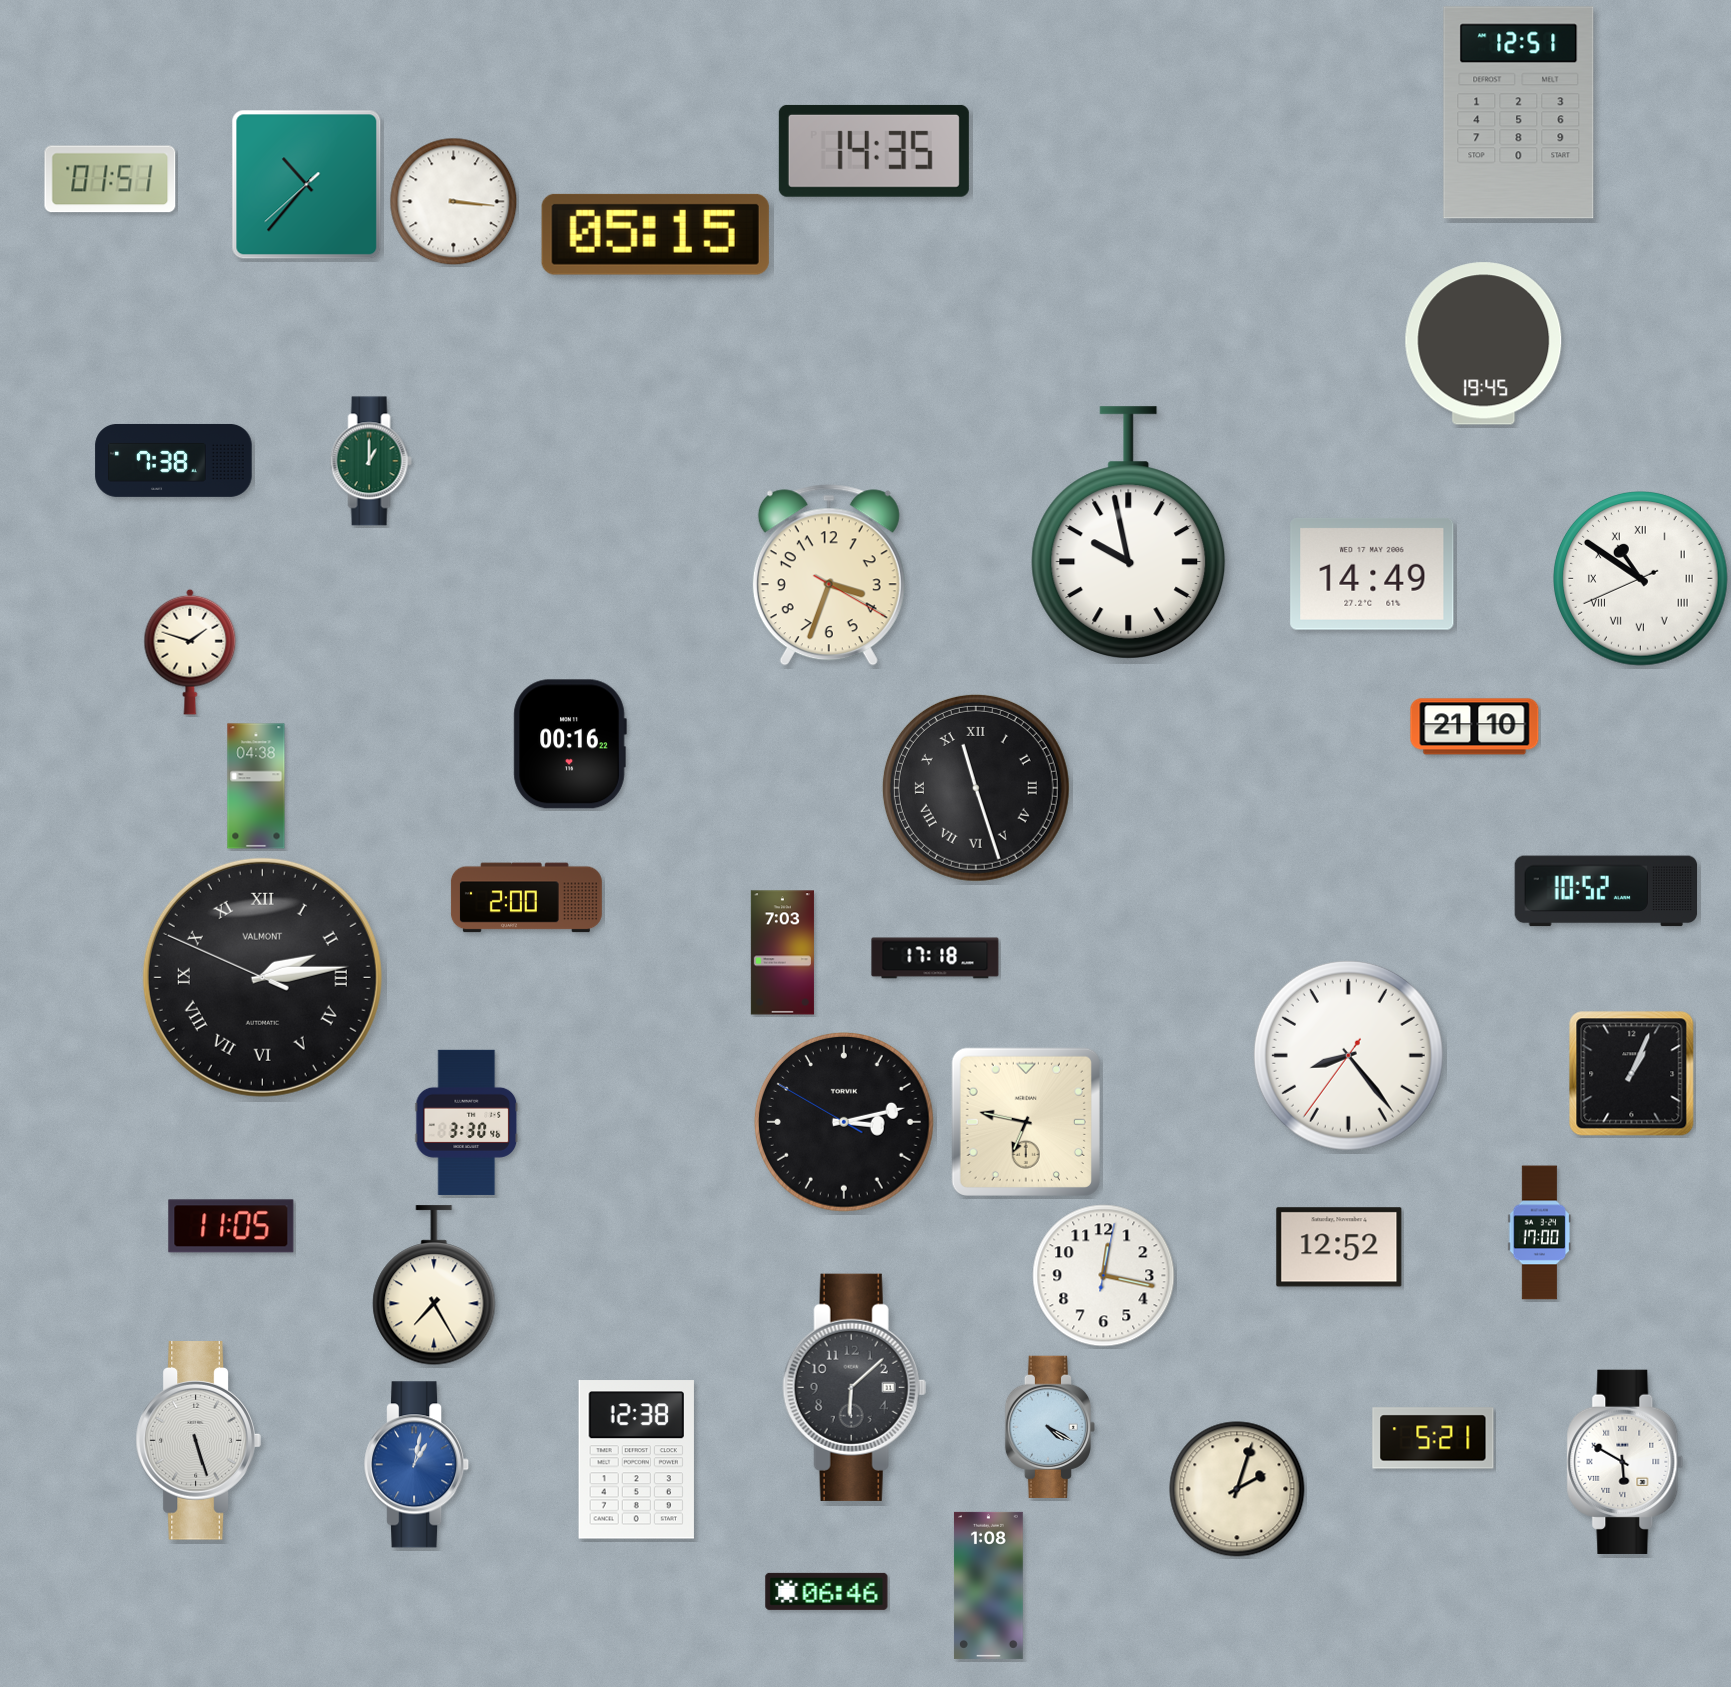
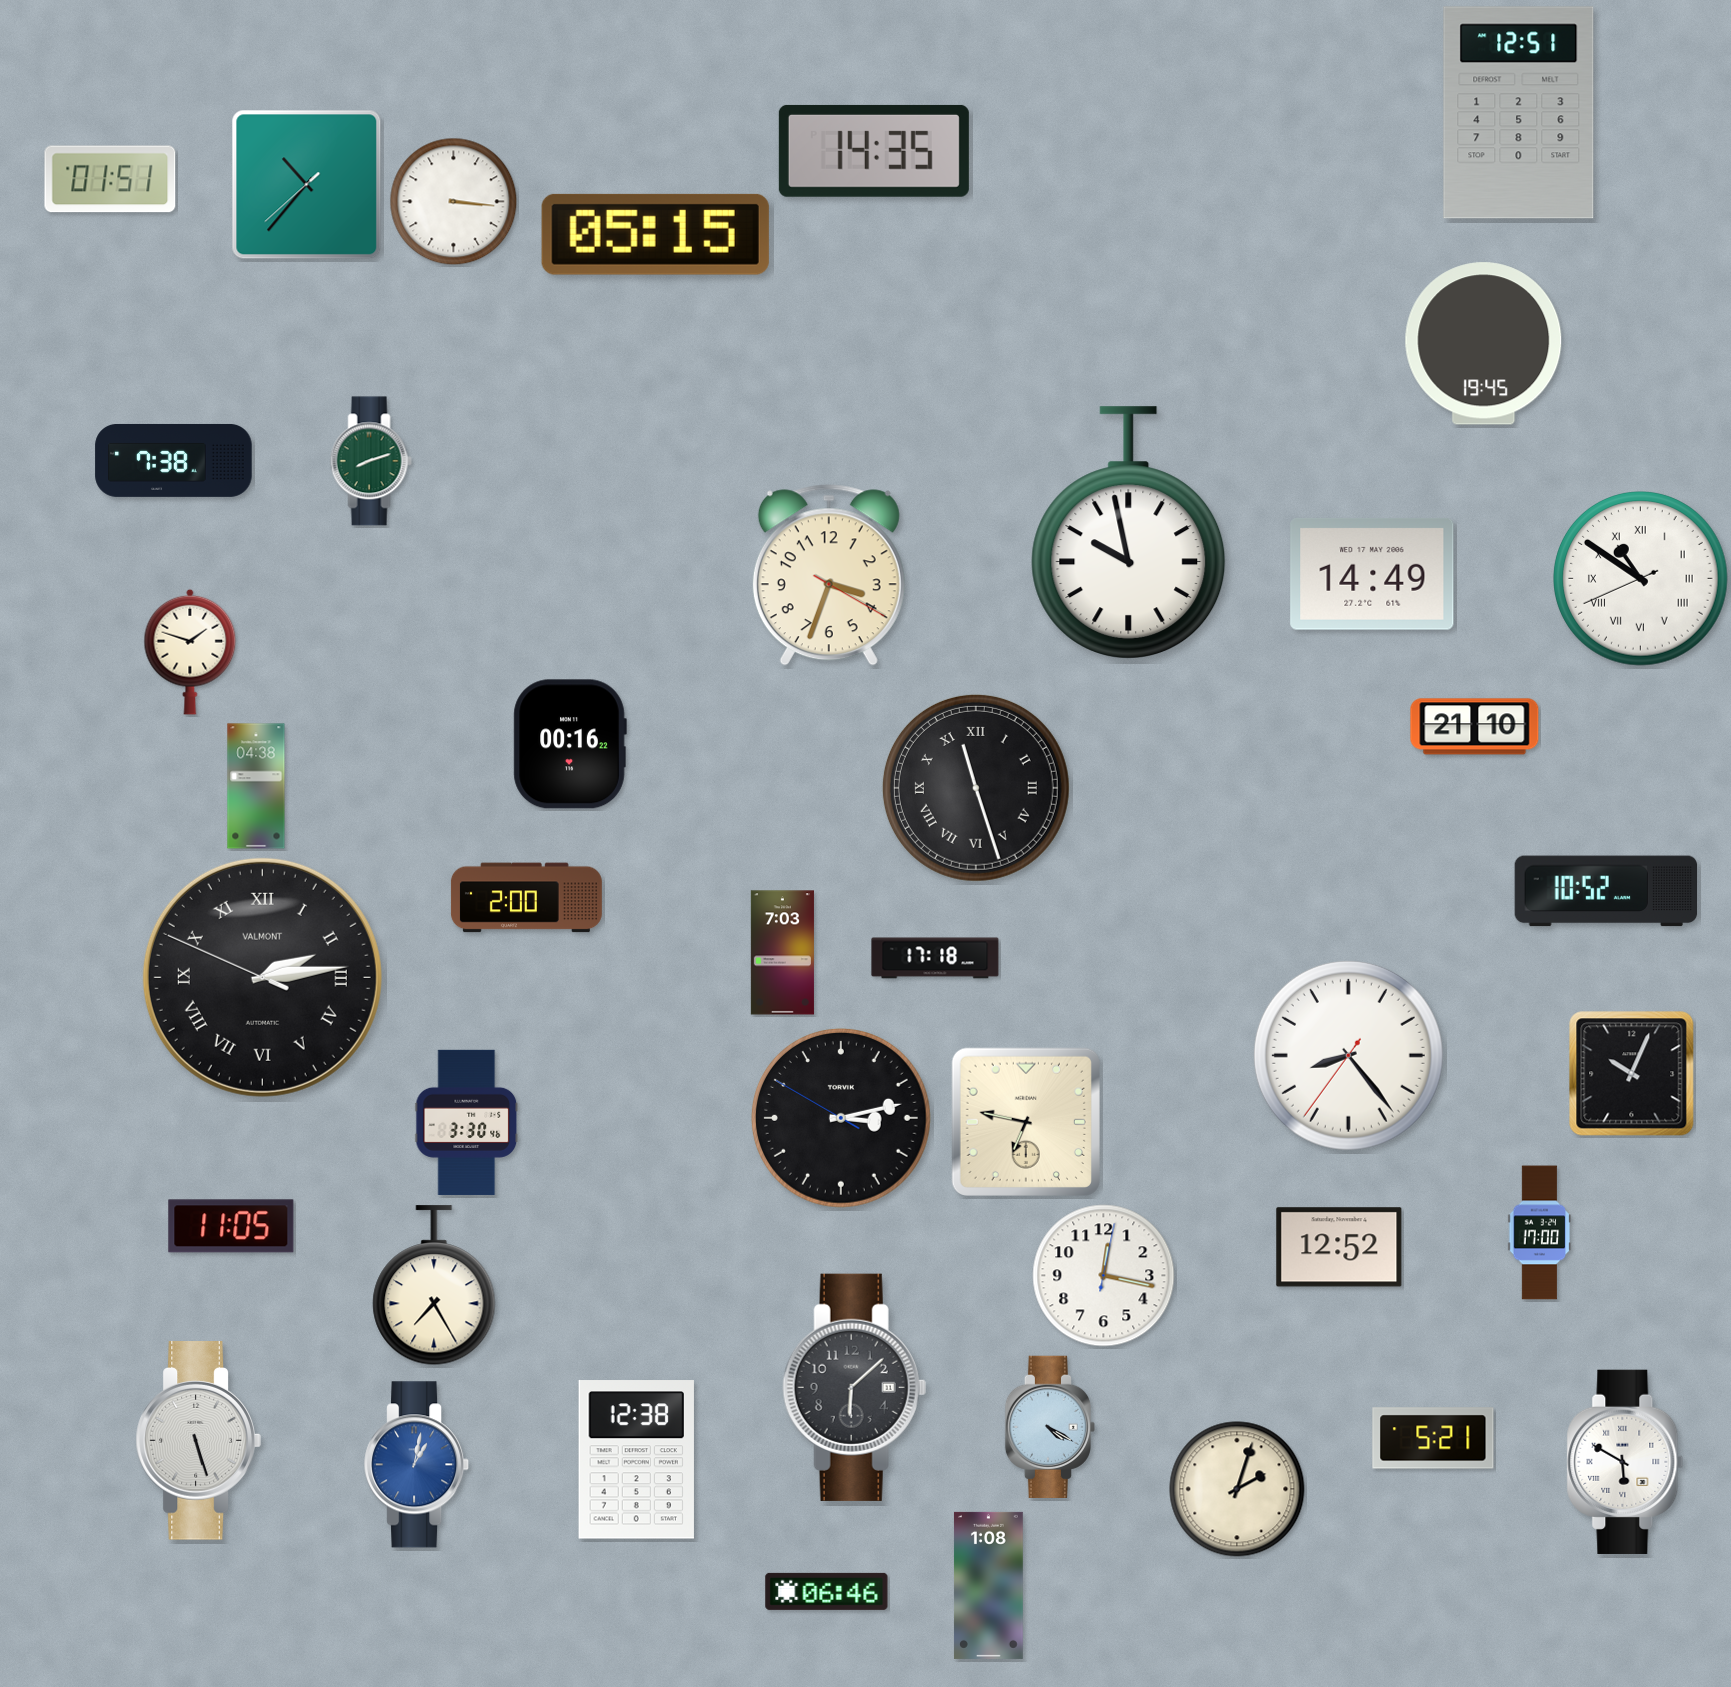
clock at (371, 461): 1:00 -> 8:12
clock at (1632, 1074): 1:04 -> 10:04
clock at (844, 1122) position: (844, 1122) -> (841, 1118)
